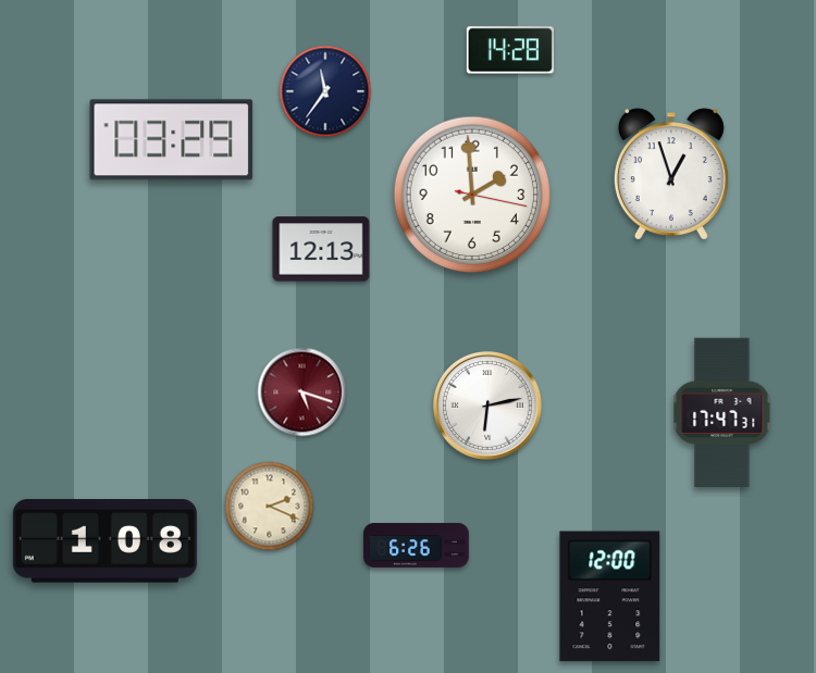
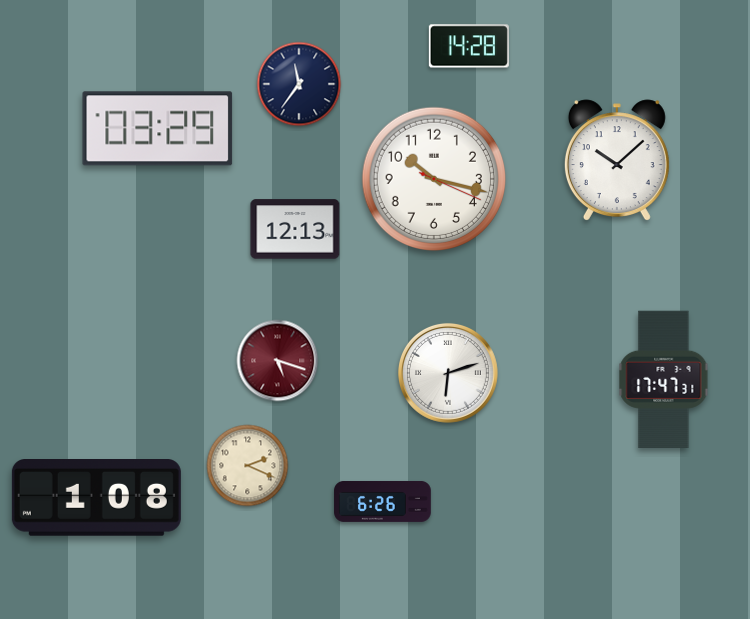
clock at (671, 174): 12:57 -> 10:08
clock at (472, 195): 1:59 -> 10:17
clock at (487, 406): 6:13 -> 6:12
clock at (610, 597): 12:00 -> none
